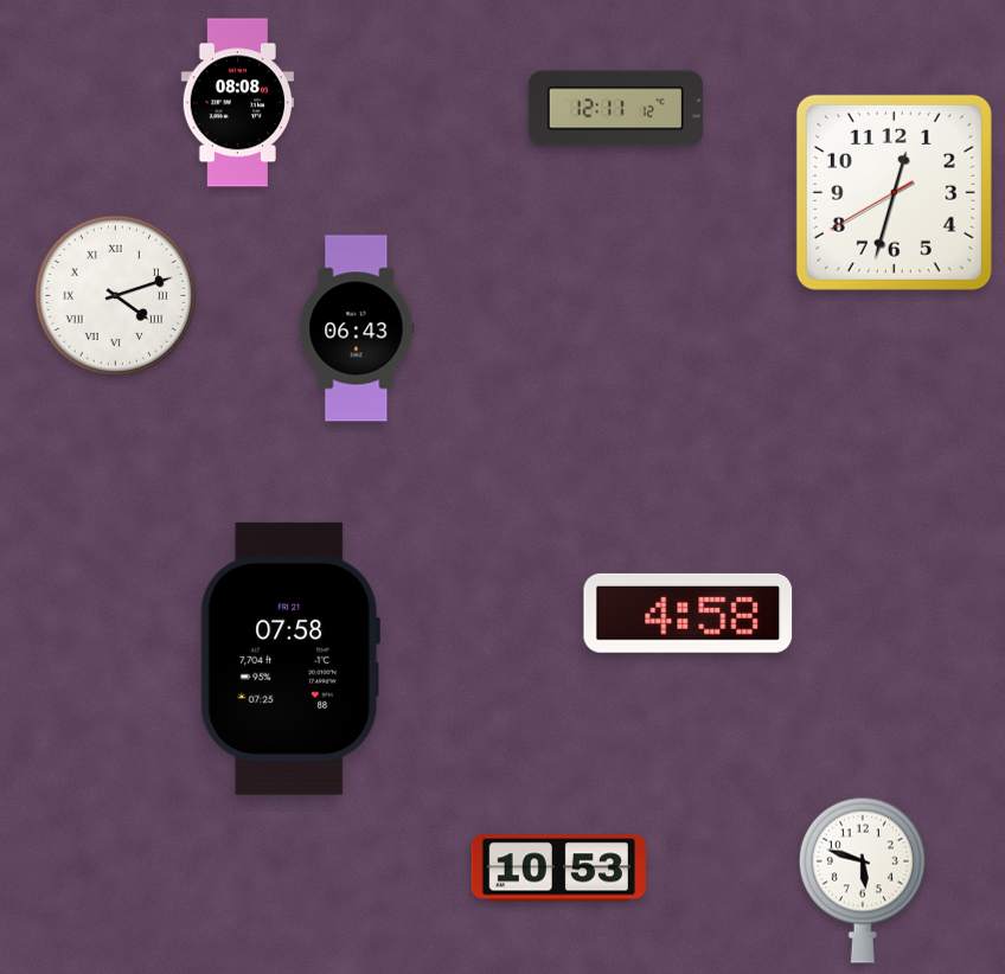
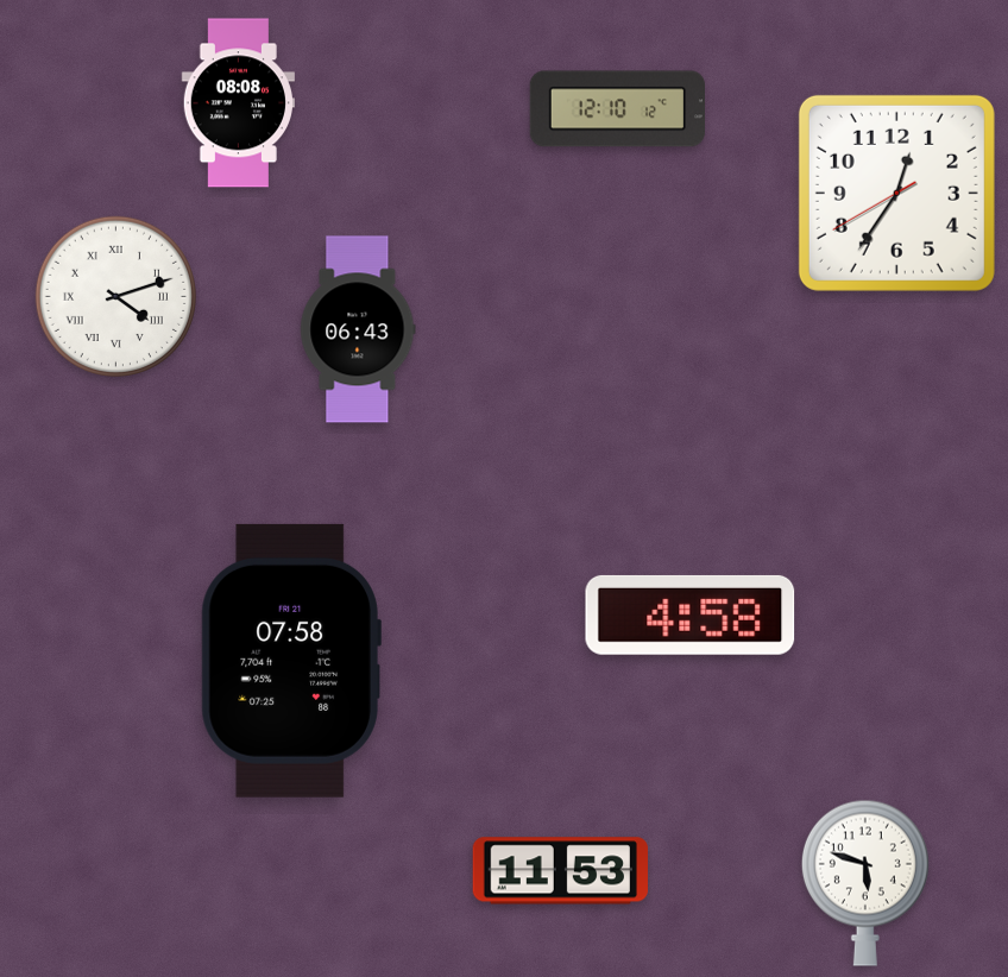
clock at (615, 109): 12:11 -> 12:10
clock at (894, 192): 12:32 -> 12:35
clock at (558, 869): 10:53 -> 11:53
